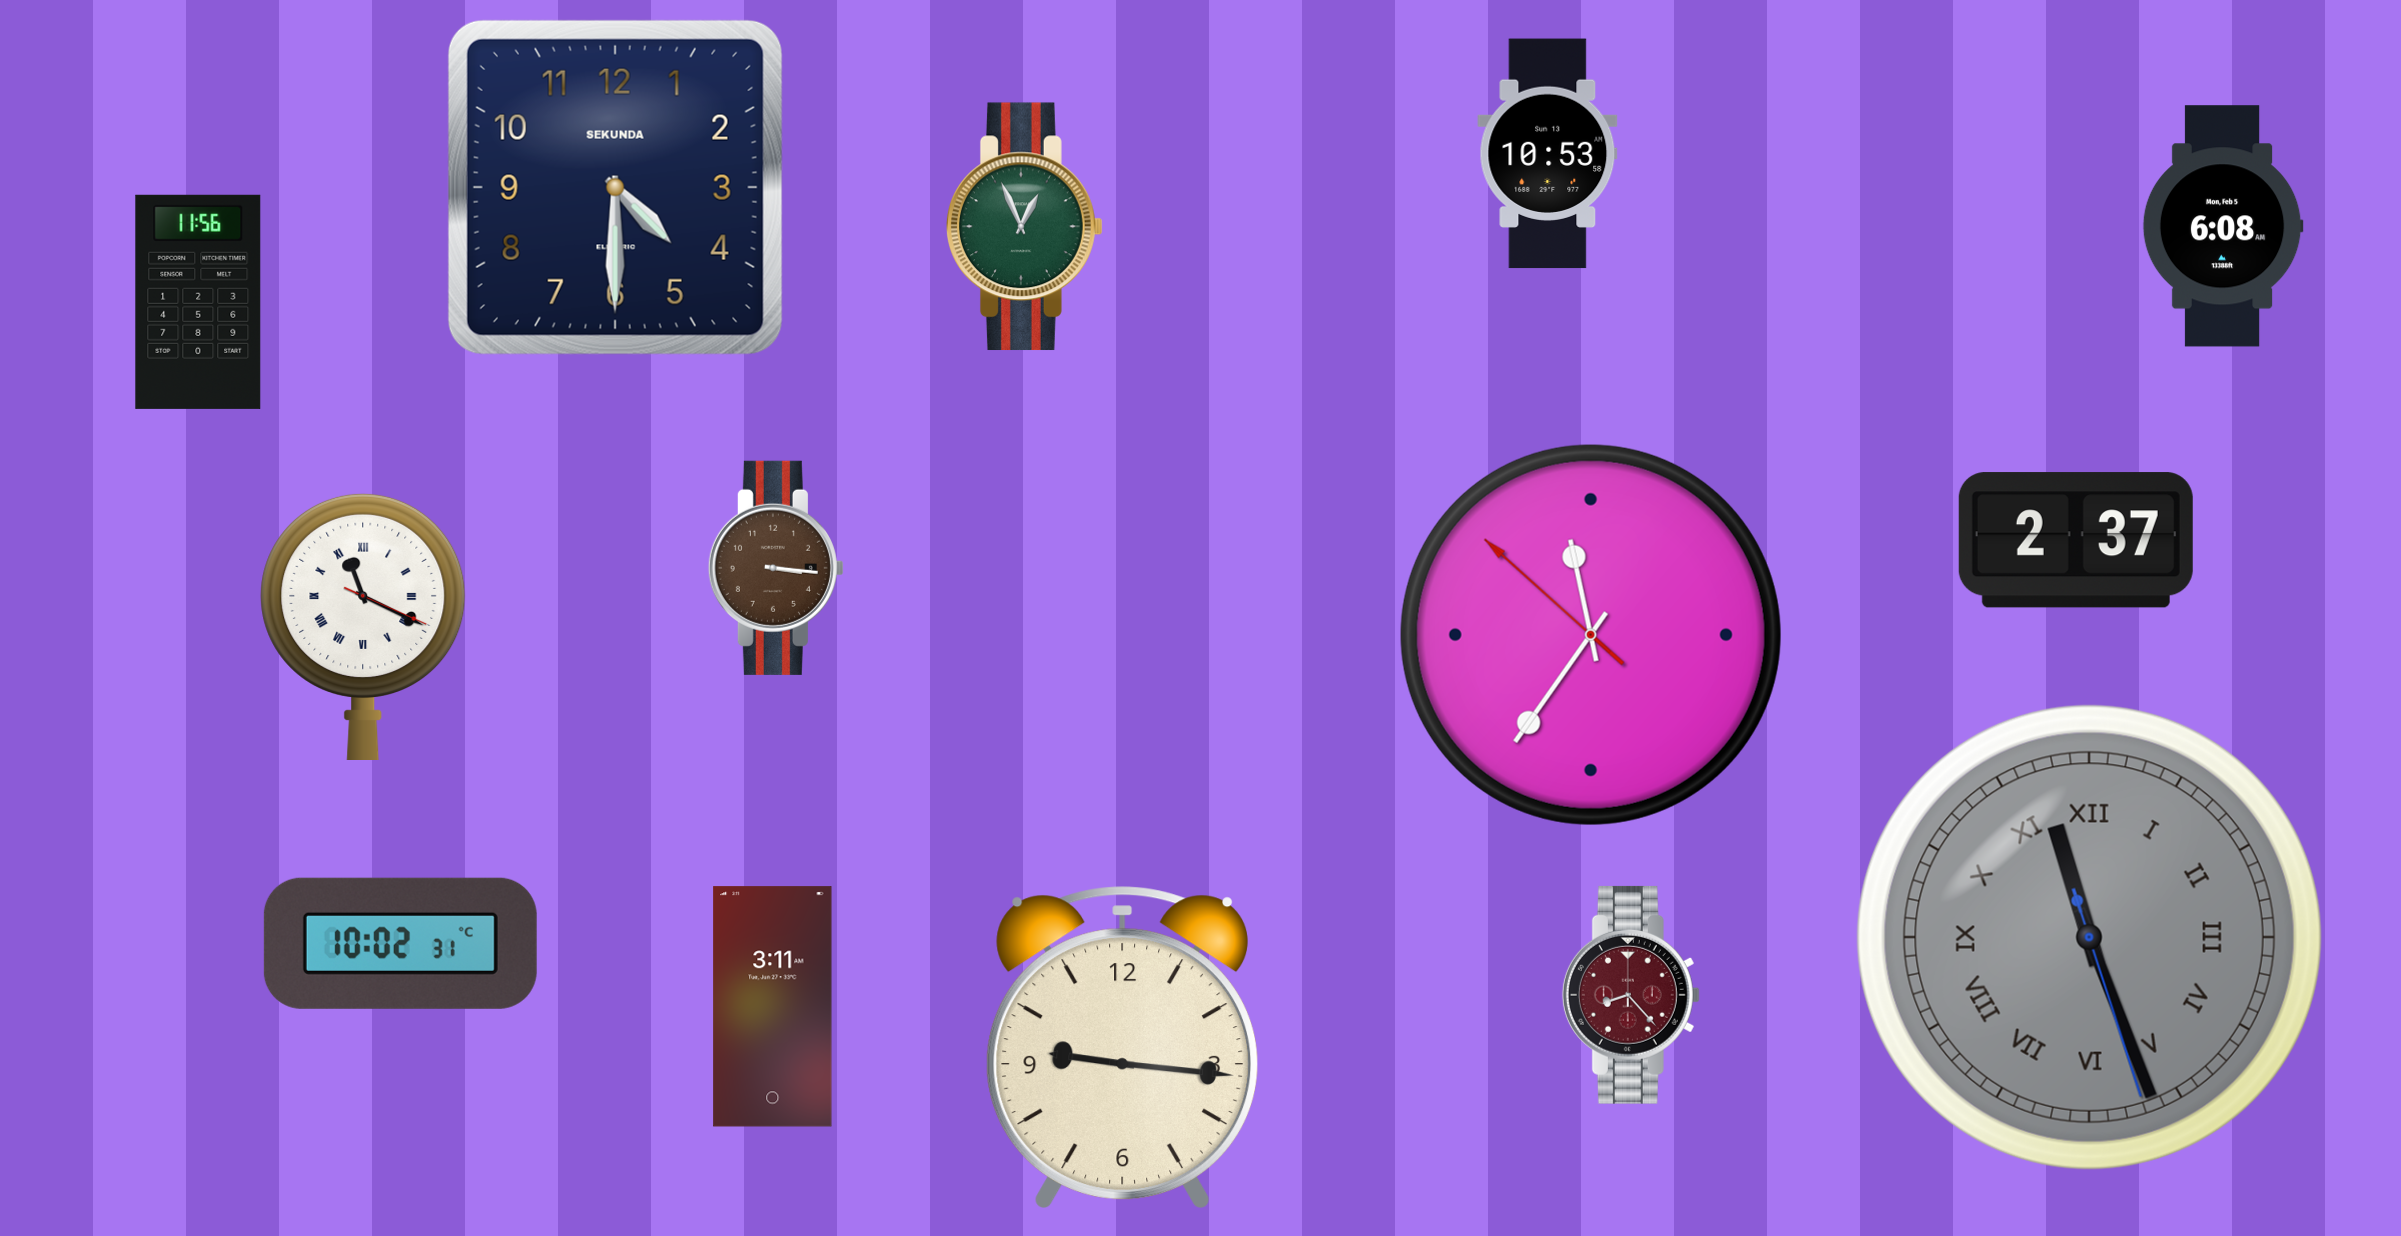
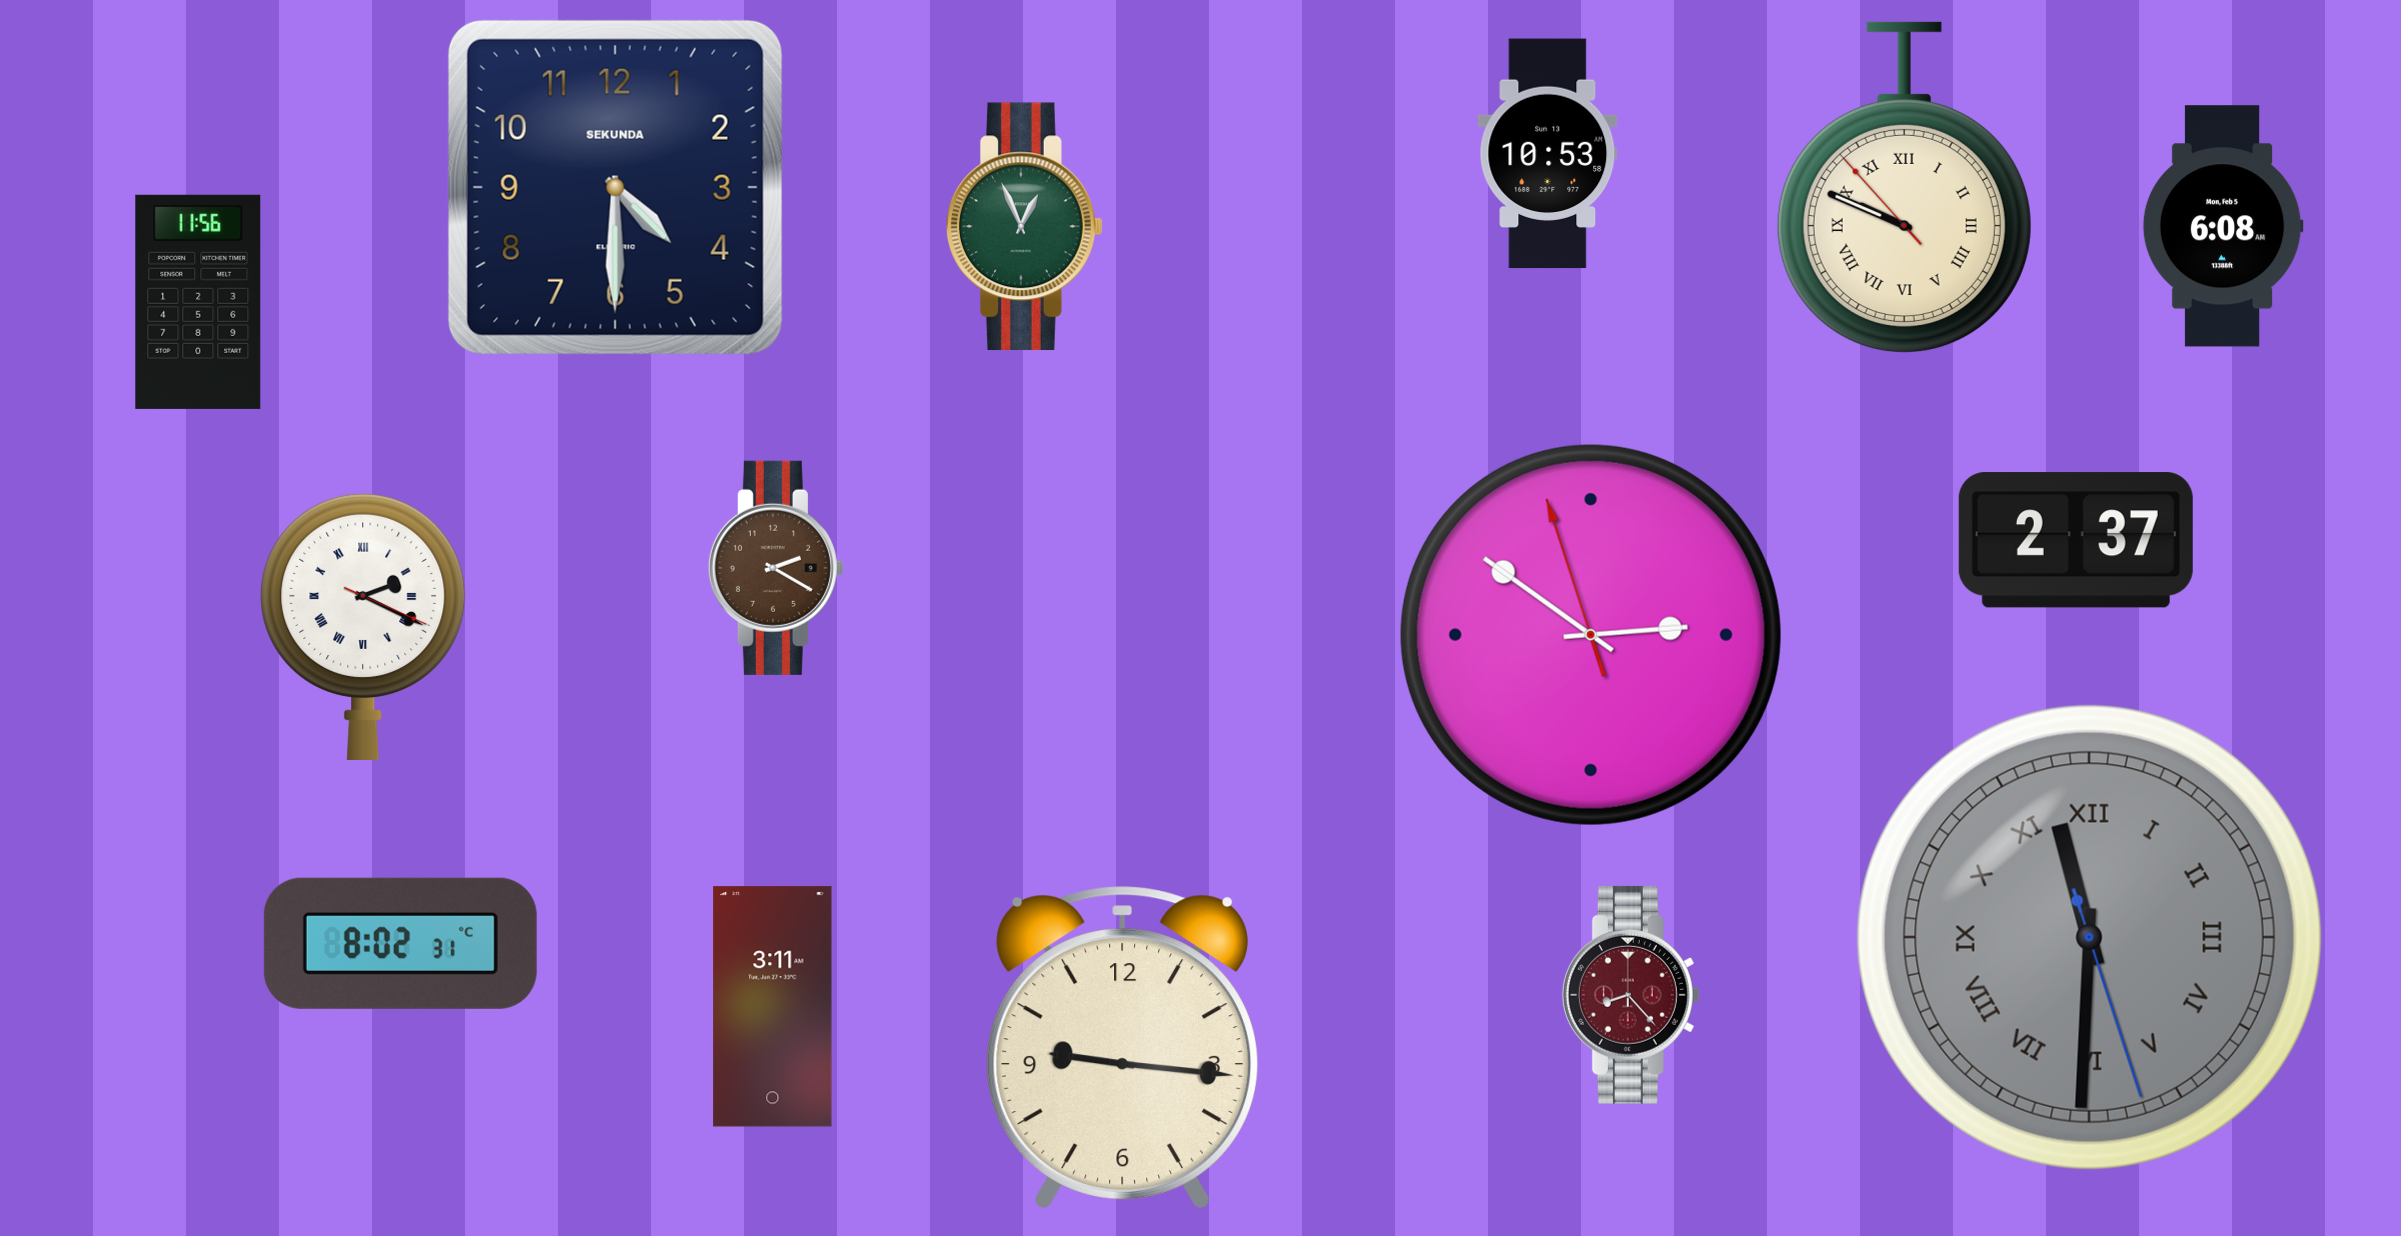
clock at (1904, 188): none -> 9:48
clock at (776, 568): 3:16 -> 2:20
clock at (363, 626): 11:19 -> 2:19
clock at (1591, 635): 11:35 -> 2:50
clock at (2089, 937): 11:26 -> 11:30
clock at (400, 943): 10:02 -> 8:02
